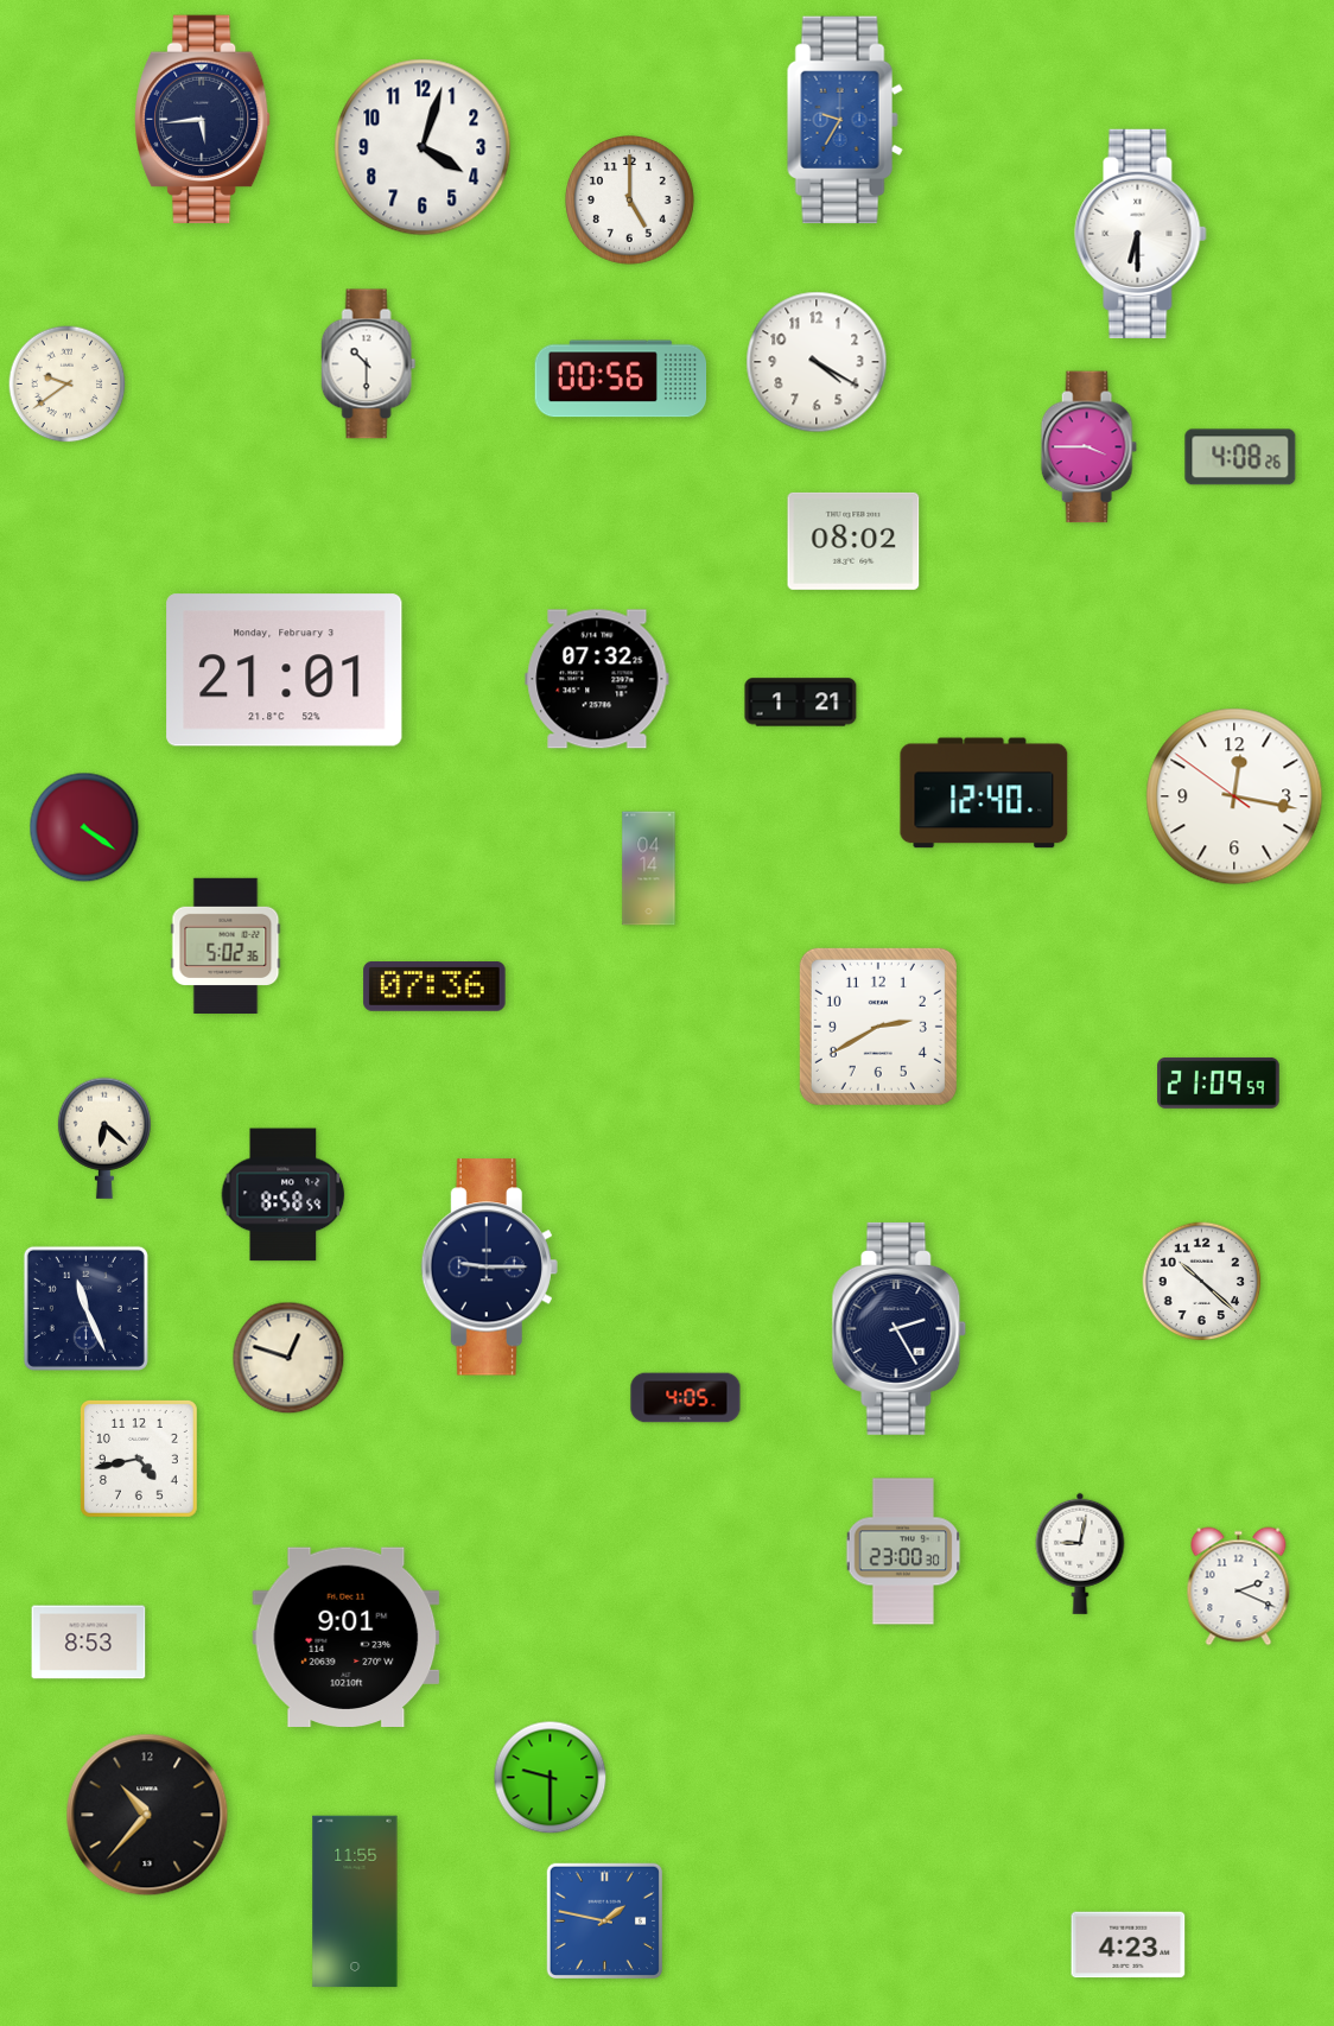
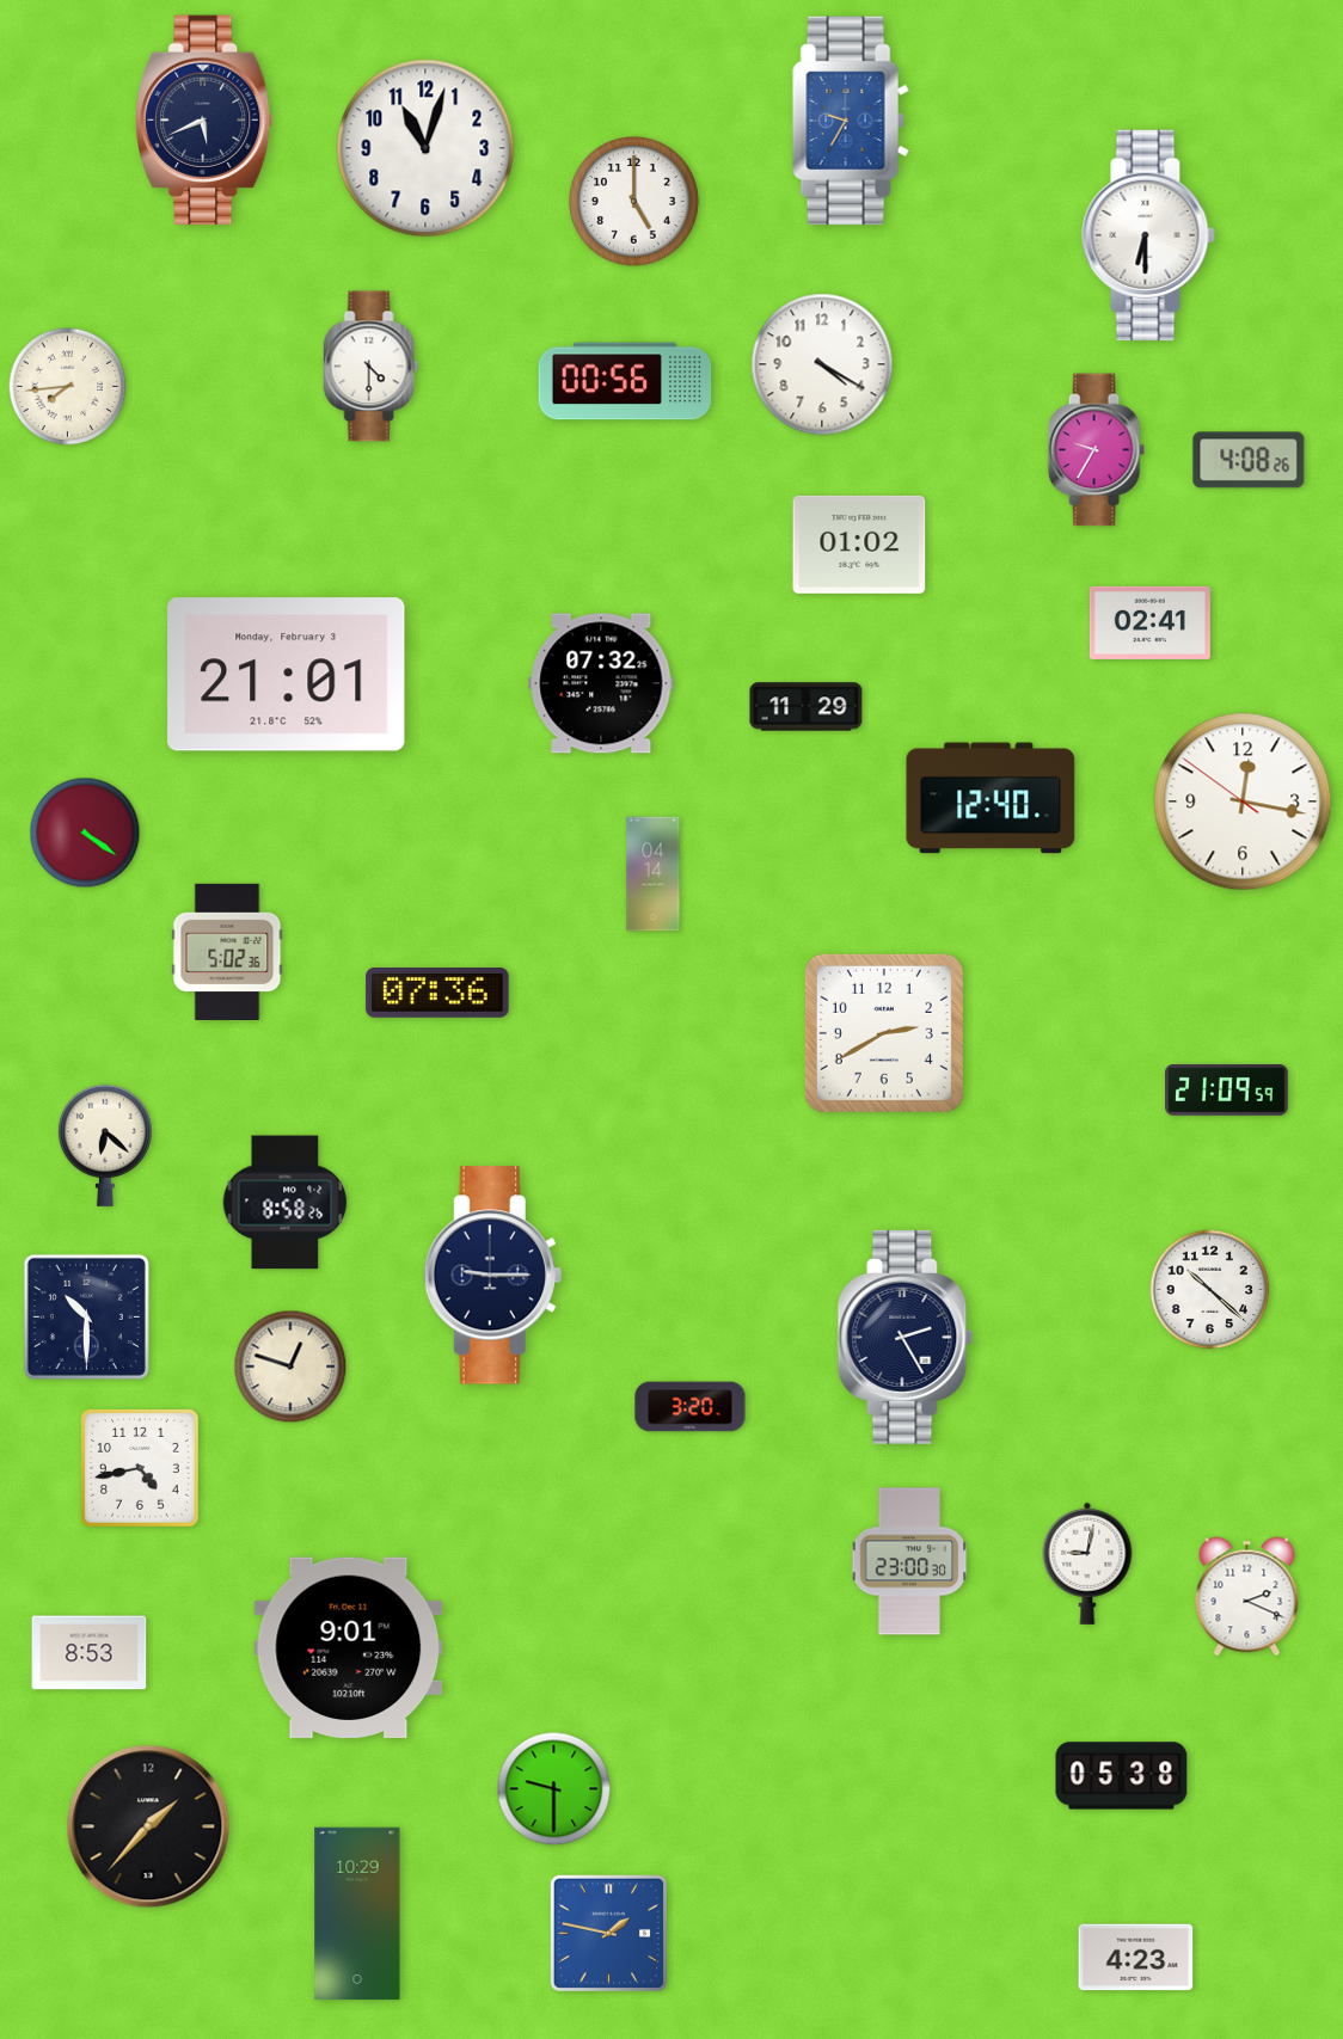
clock at (203, 119): 5:44 -> 5:41
clock at (423, 147): 4:03 -> 11:03
clock at (369, 364): 10:30 -> 4:30
clock at (68, 385): 9:39 -> 7:44
clock at (1088, 447): 3:45 -> 9:35
clock at (853, 541): 08:02 -> 01:02
clock at (1149, 622): none -> 02:41
clock at (801, 703): 1:21 -> 11:29
clock at (284, 1195): 8:58:59 -> 8:58:26
clock at (85, 1308): 11:26 -> 10:30
clock at (686, 1398): 4:05 -> 3:20
clock at (1122, 1776): none -> 05:38
clock at (147, 1815): 10:37 -> 1:37
clock at (355, 1901): 11:55 -> 10:29
